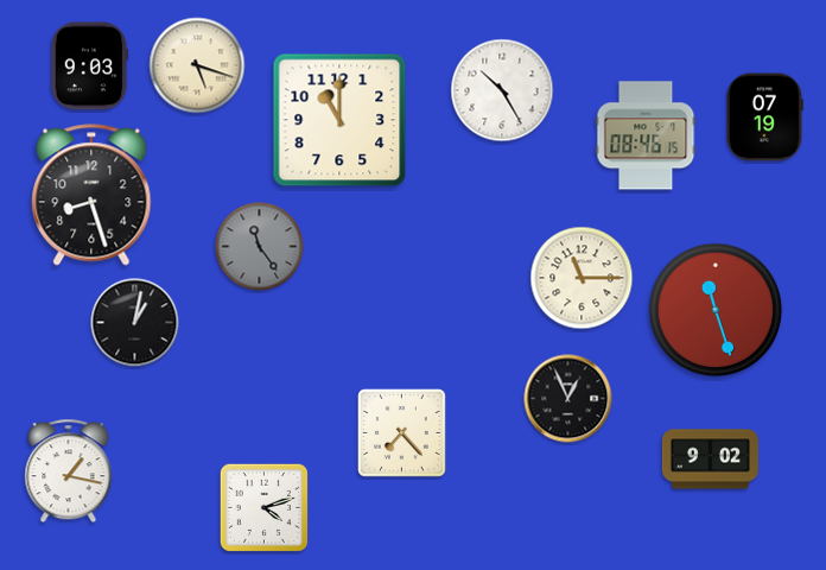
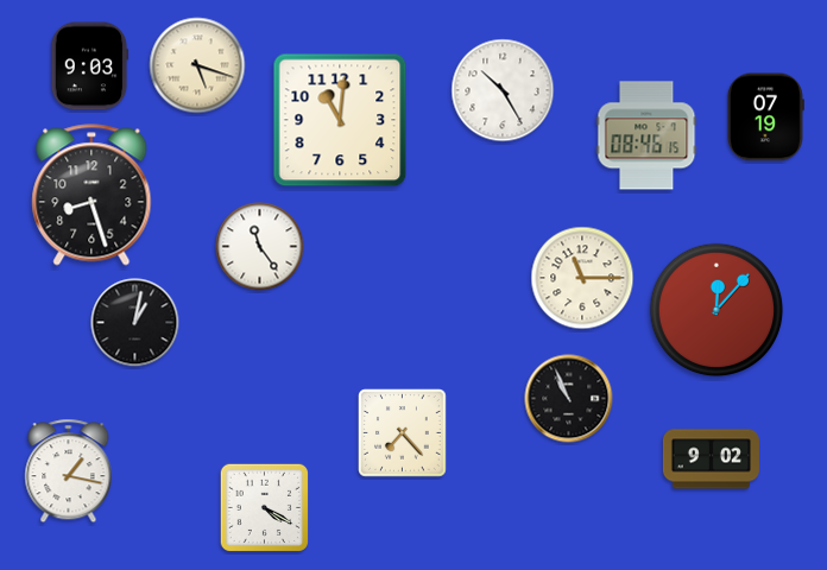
clock at (339, 120): 11:00 -> 11:01
clock at (260, 247) dial: grey -> white
clock at (716, 310): 11:27 -> 12:07
clock at (568, 399): 12:56 -> 10:56
clock at (263, 507): 4:12 -> 4:20
